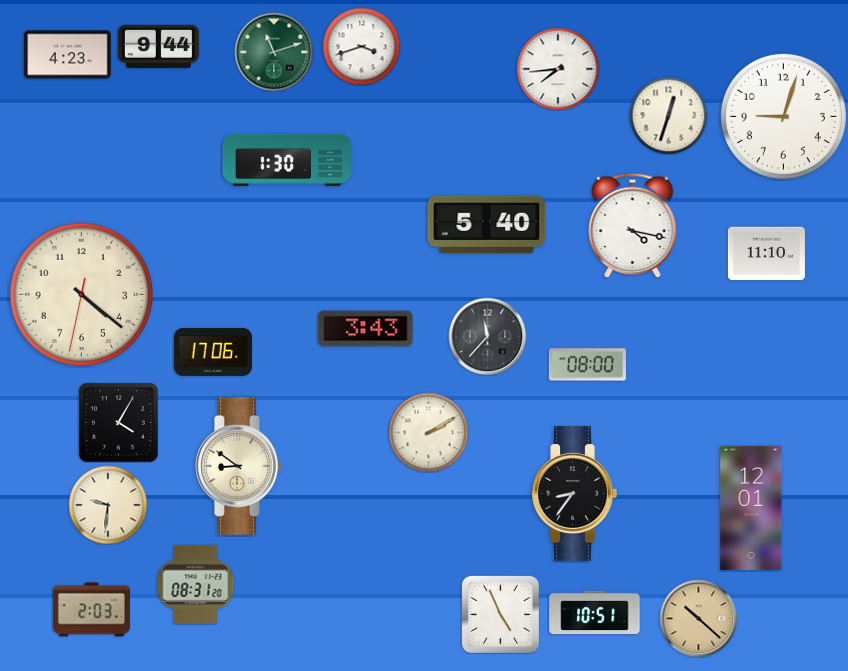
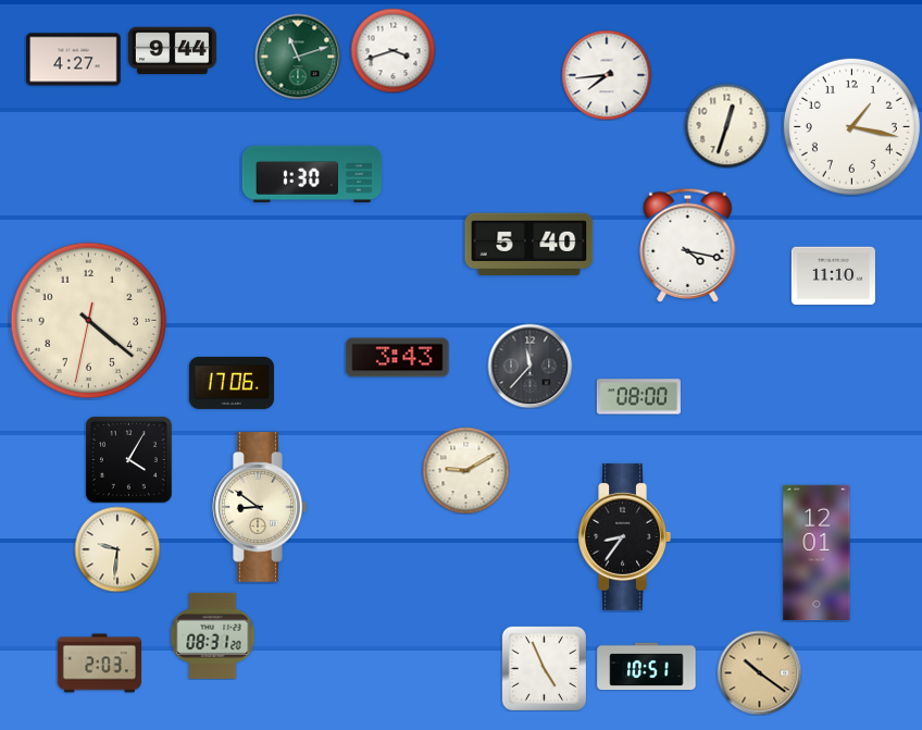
clock at (68, 55): 4:23 -> 4:27
clock at (783, 116): 9:03 -> 1:17
clock at (428, 432): 2:10 -> 9:10
clock at (698, 618): 10:22 -> 10:21
